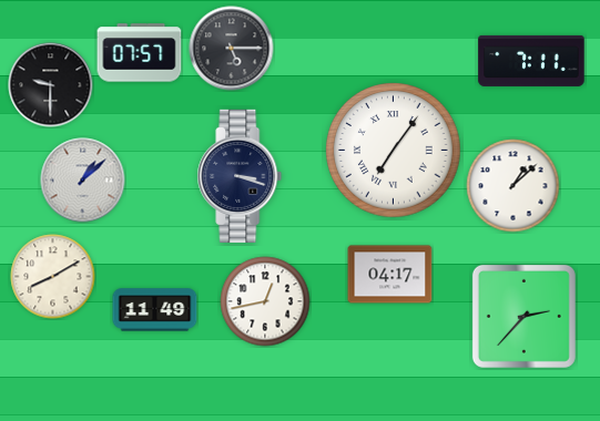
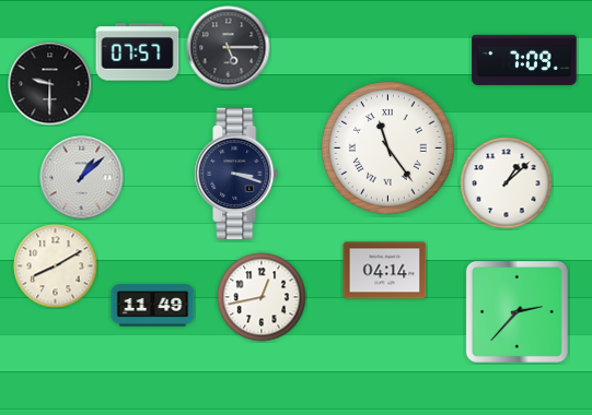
clock at (531, 61): 7:11 -> 7:09
clock at (394, 151): 7:06 -> 11:24
clock at (390, 275): 04:17 -> 04:14
clock at (53, 277) position: (53, 277) -> (56, 266)
